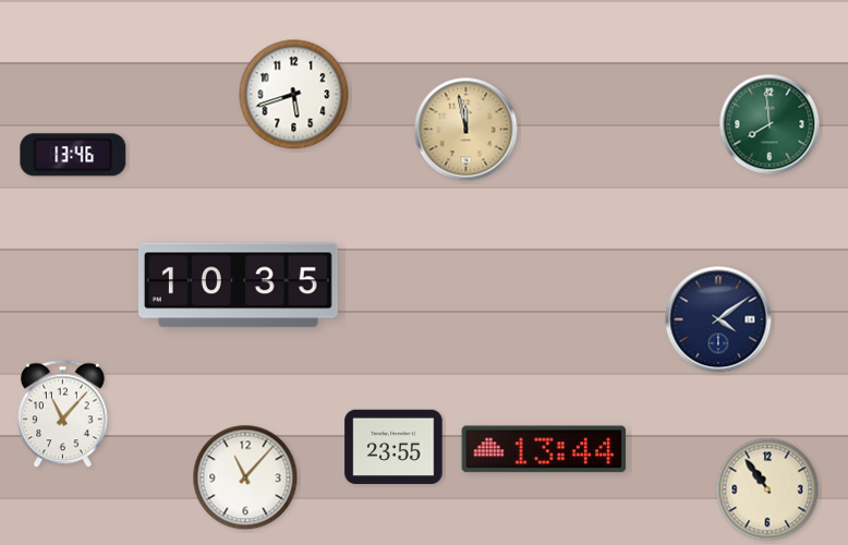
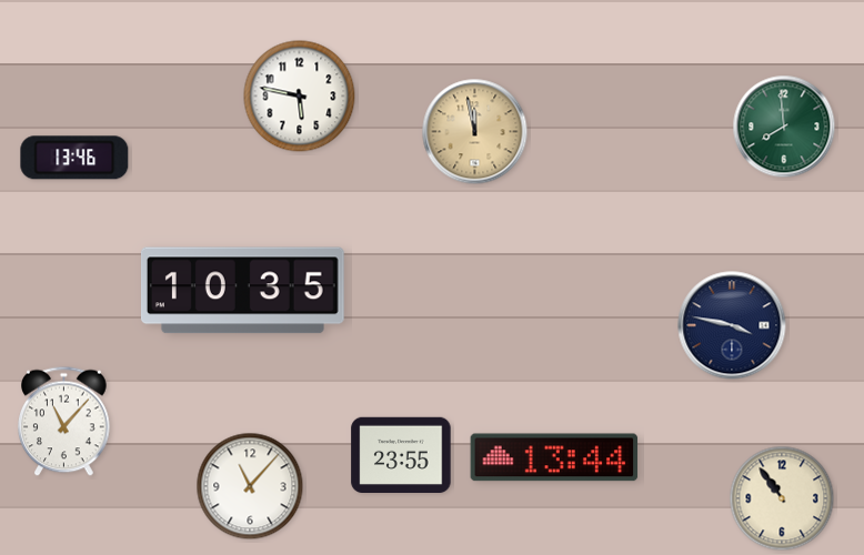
clock at (294, 95): 5:42 -> 5:47
clock at (718, 319): 4:09 -> 3:47
